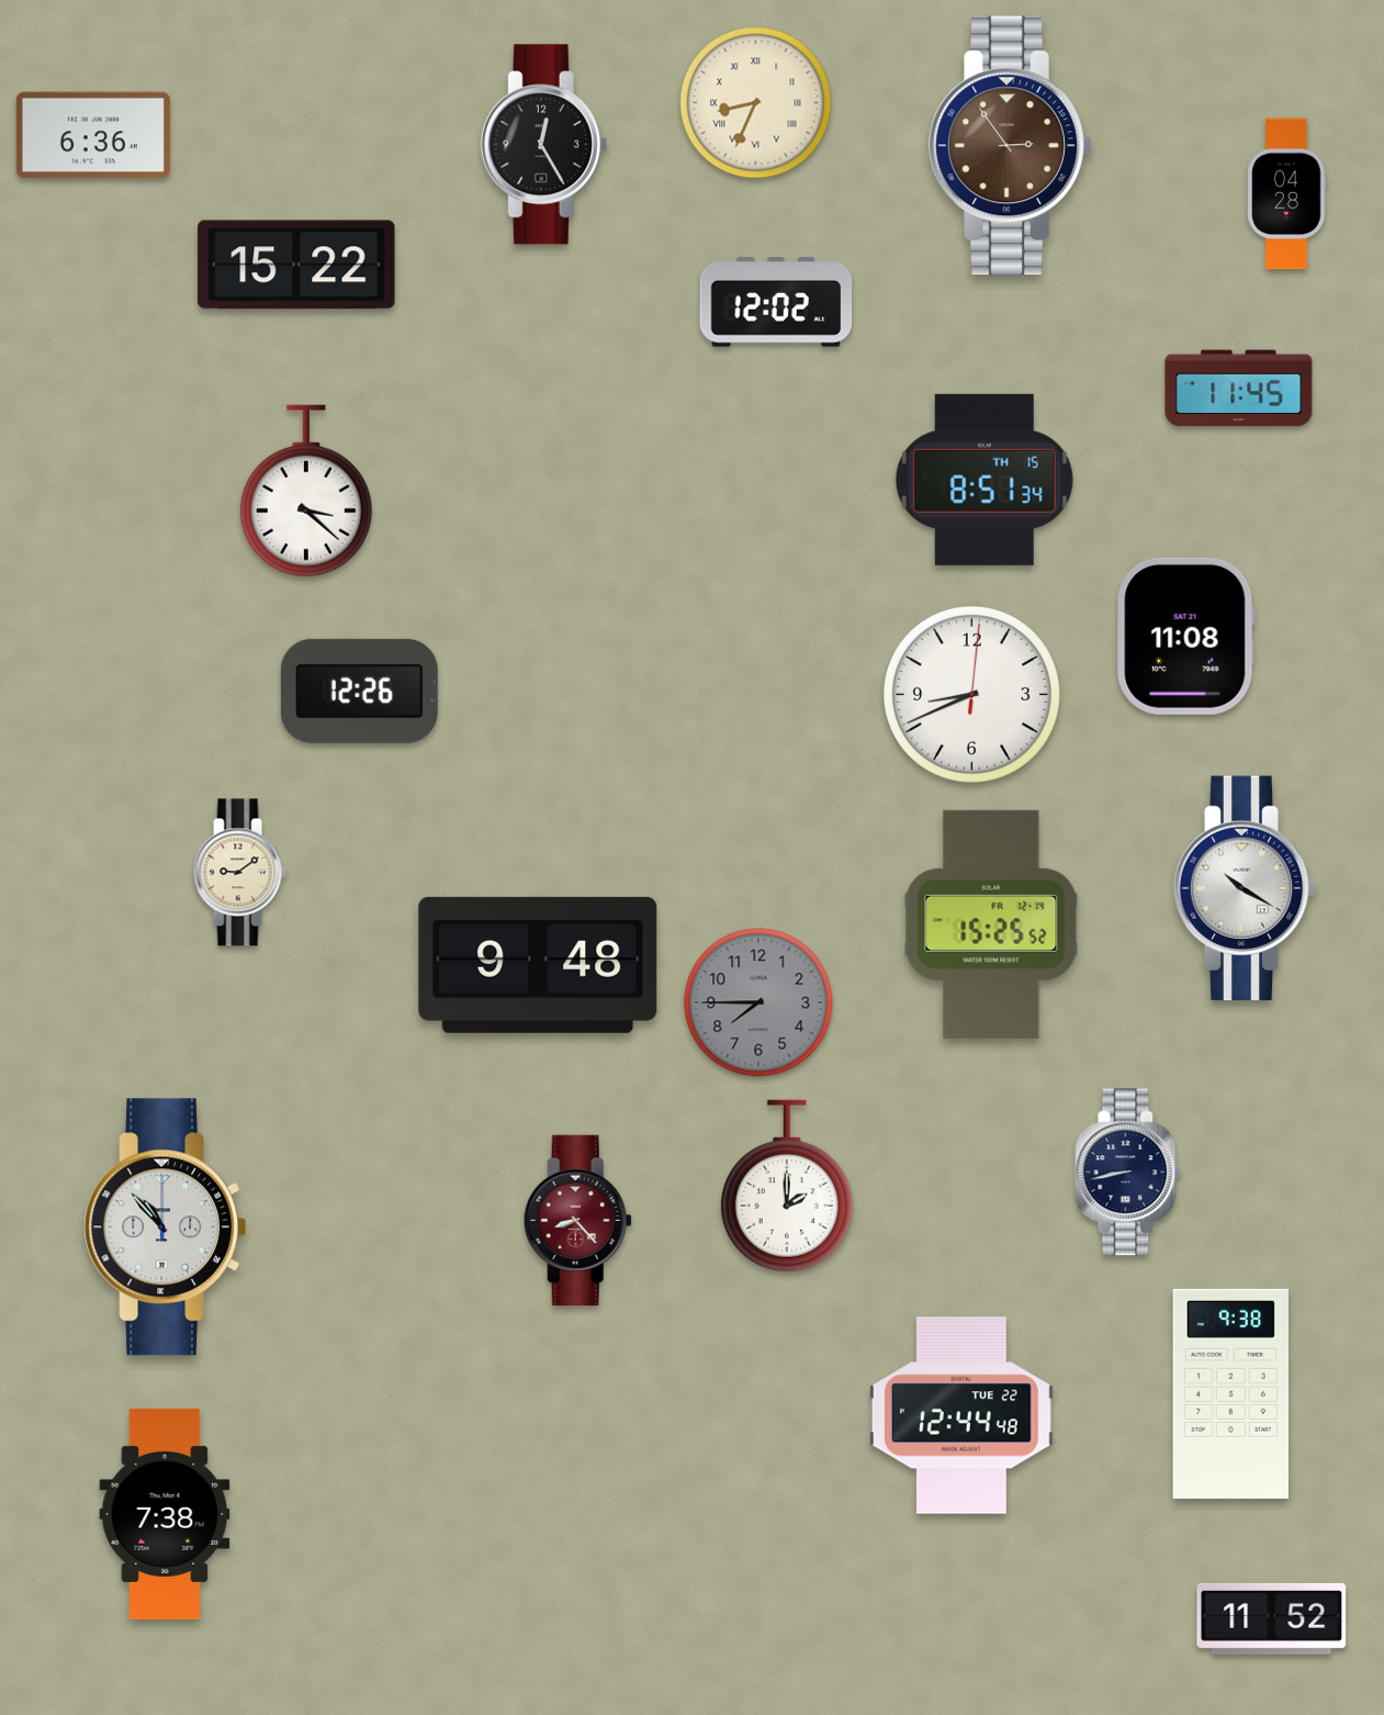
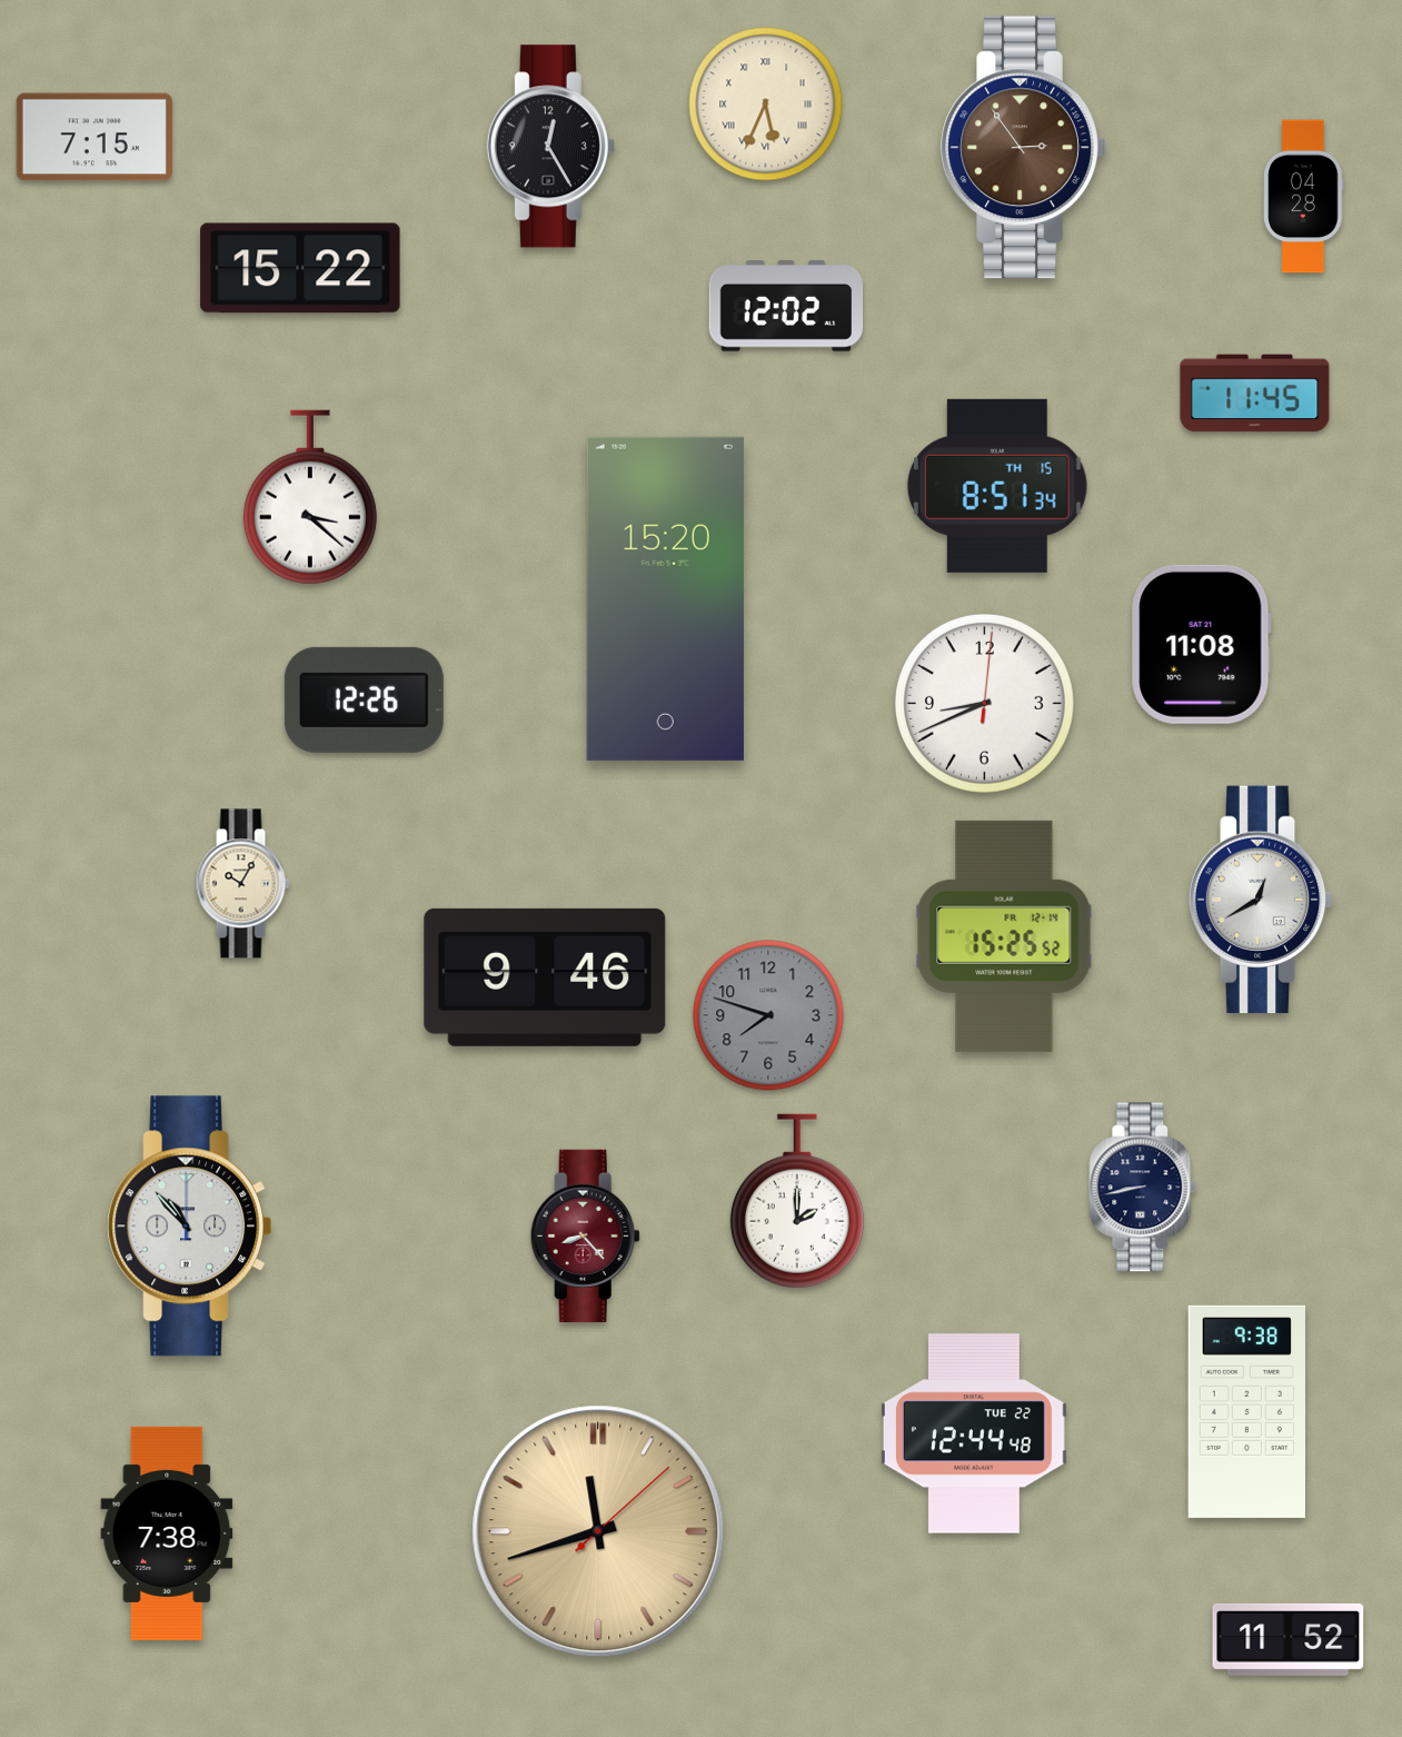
clock at (756, 103): 8:34 -> 5:34
clock at (93, 135): 6:36 -> 7:15
clock at (665, 598): none -> 15:20
clock at (239, 873): 9:09 -> 10:05
clock at (1245, 888): 10:20 -> 12:40
clock at (538, 965): 9:48 -> 9:46
clock at (758, 1002): 7:45 -> 7:48
clock at (166, 1228) position: (166, 1228) -> (190, 1227)
clock at (598, 1531): none -> 11:42
